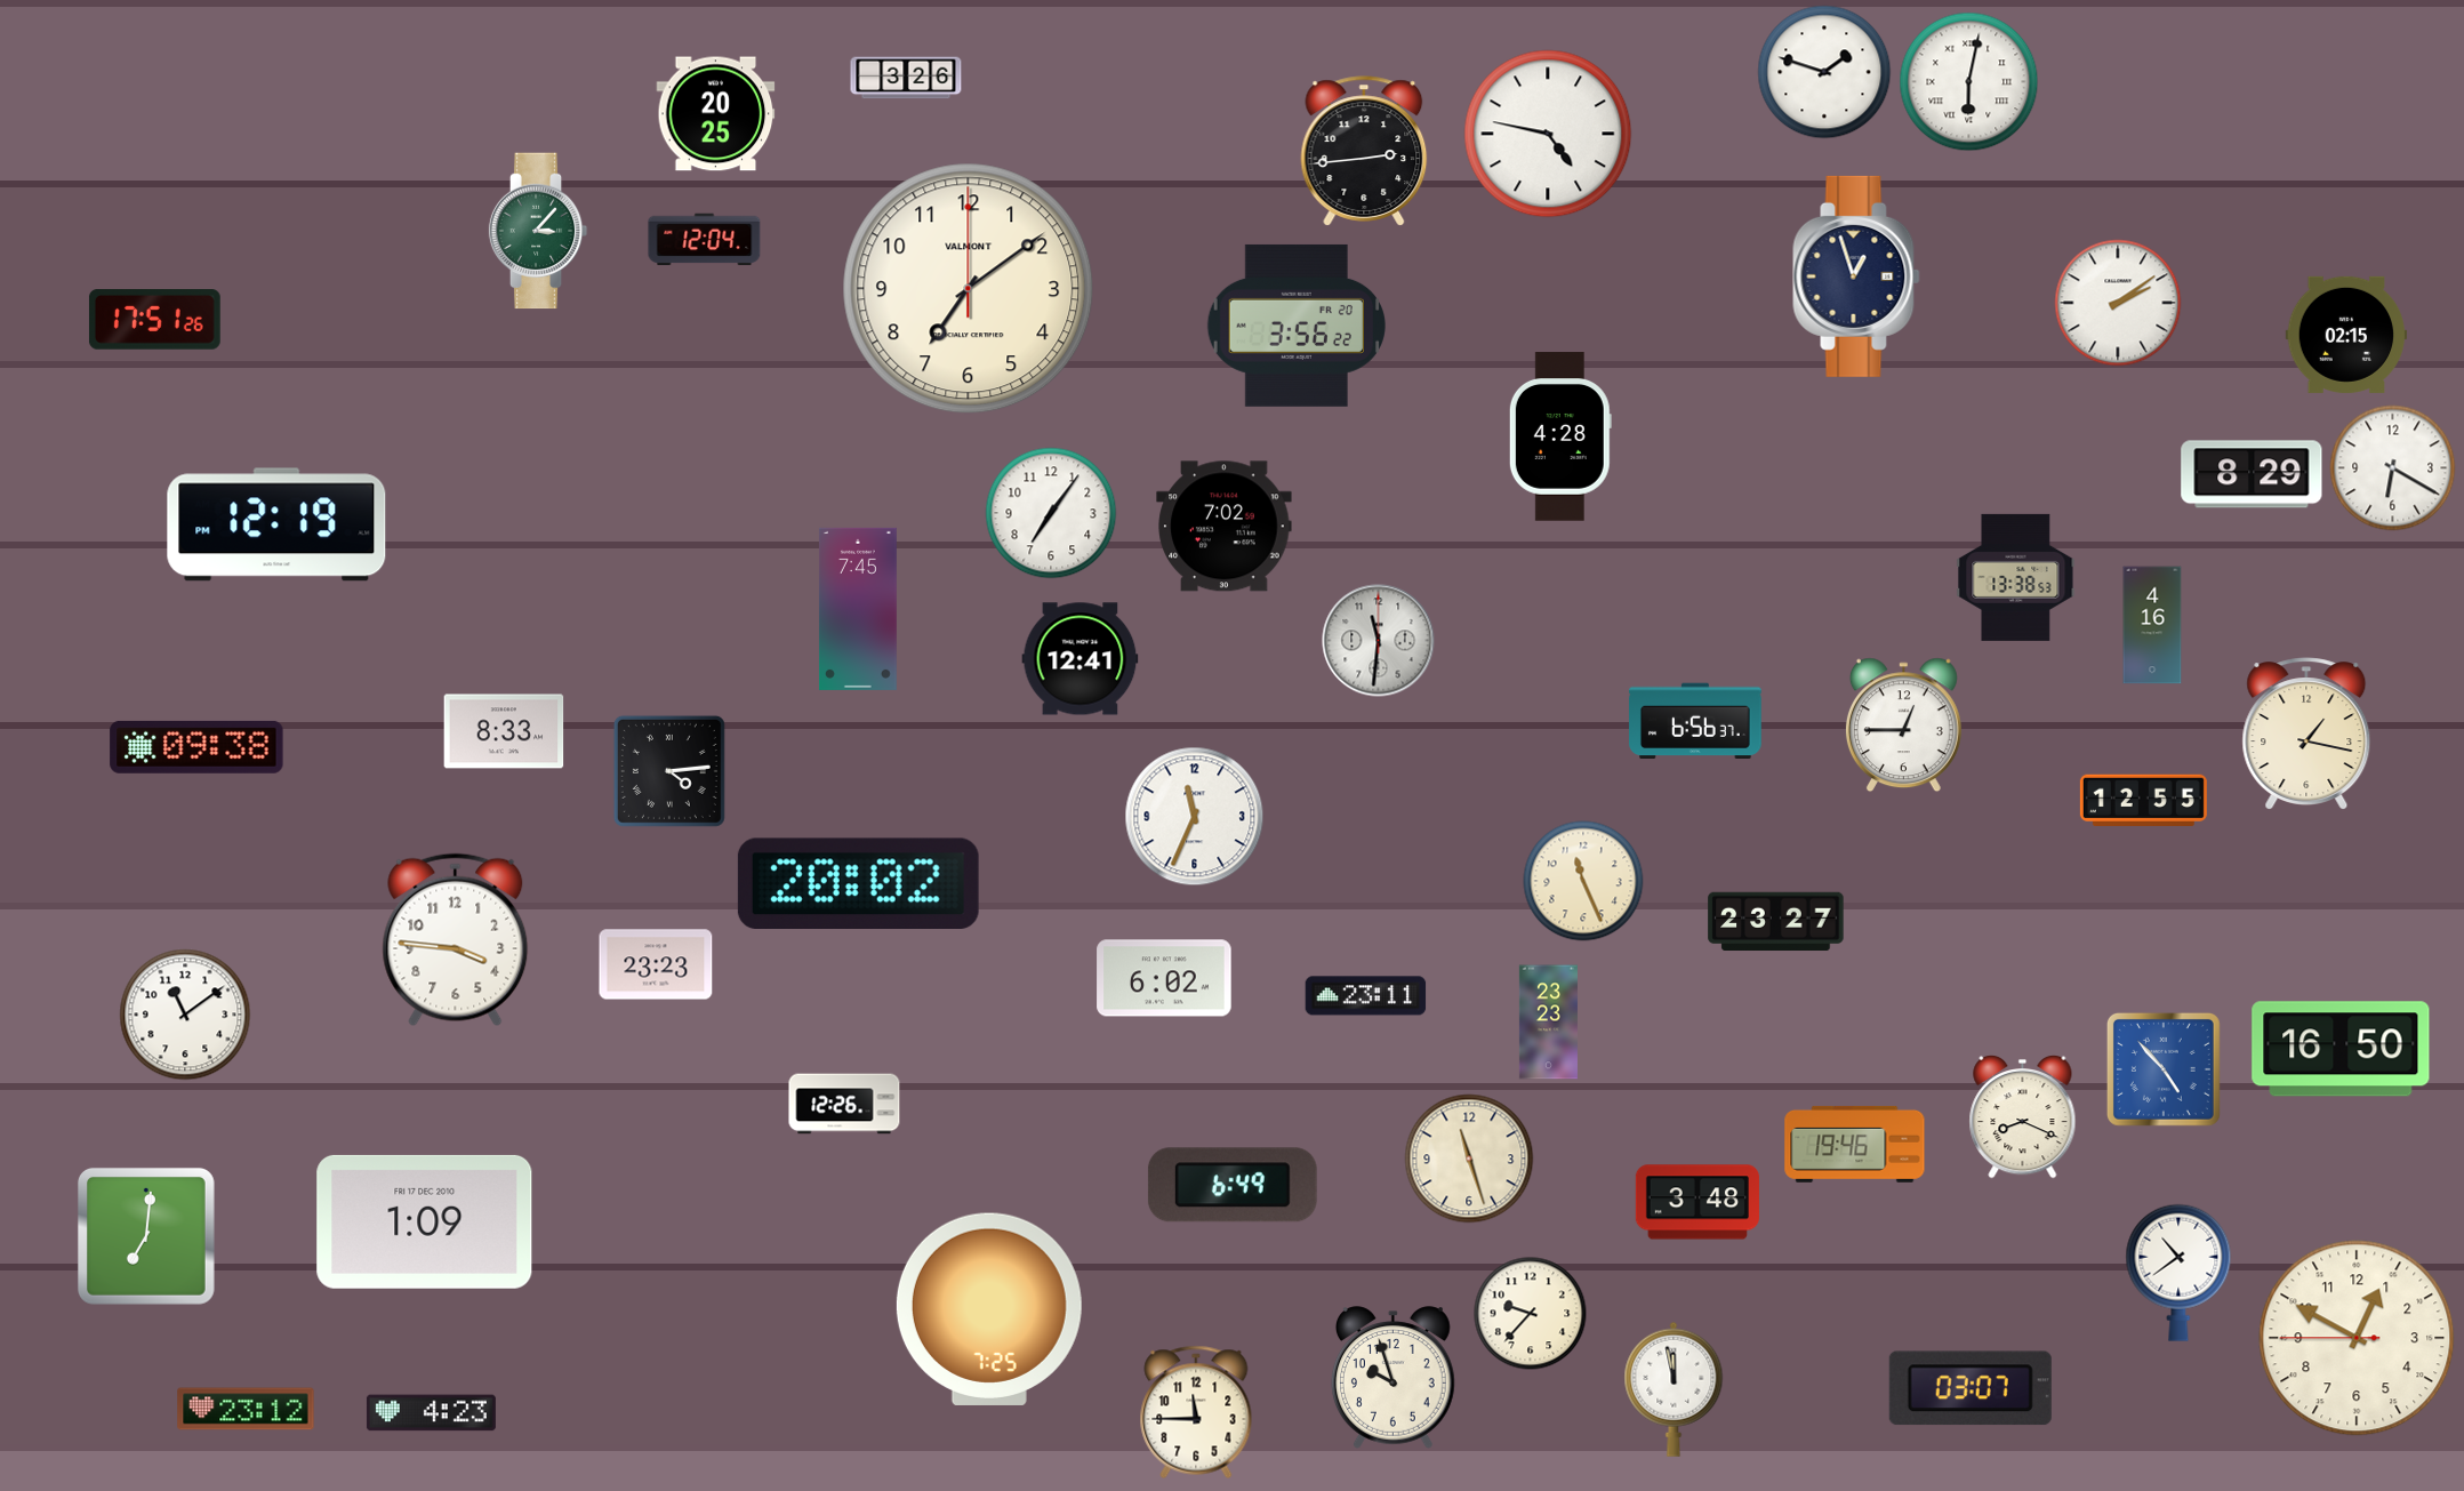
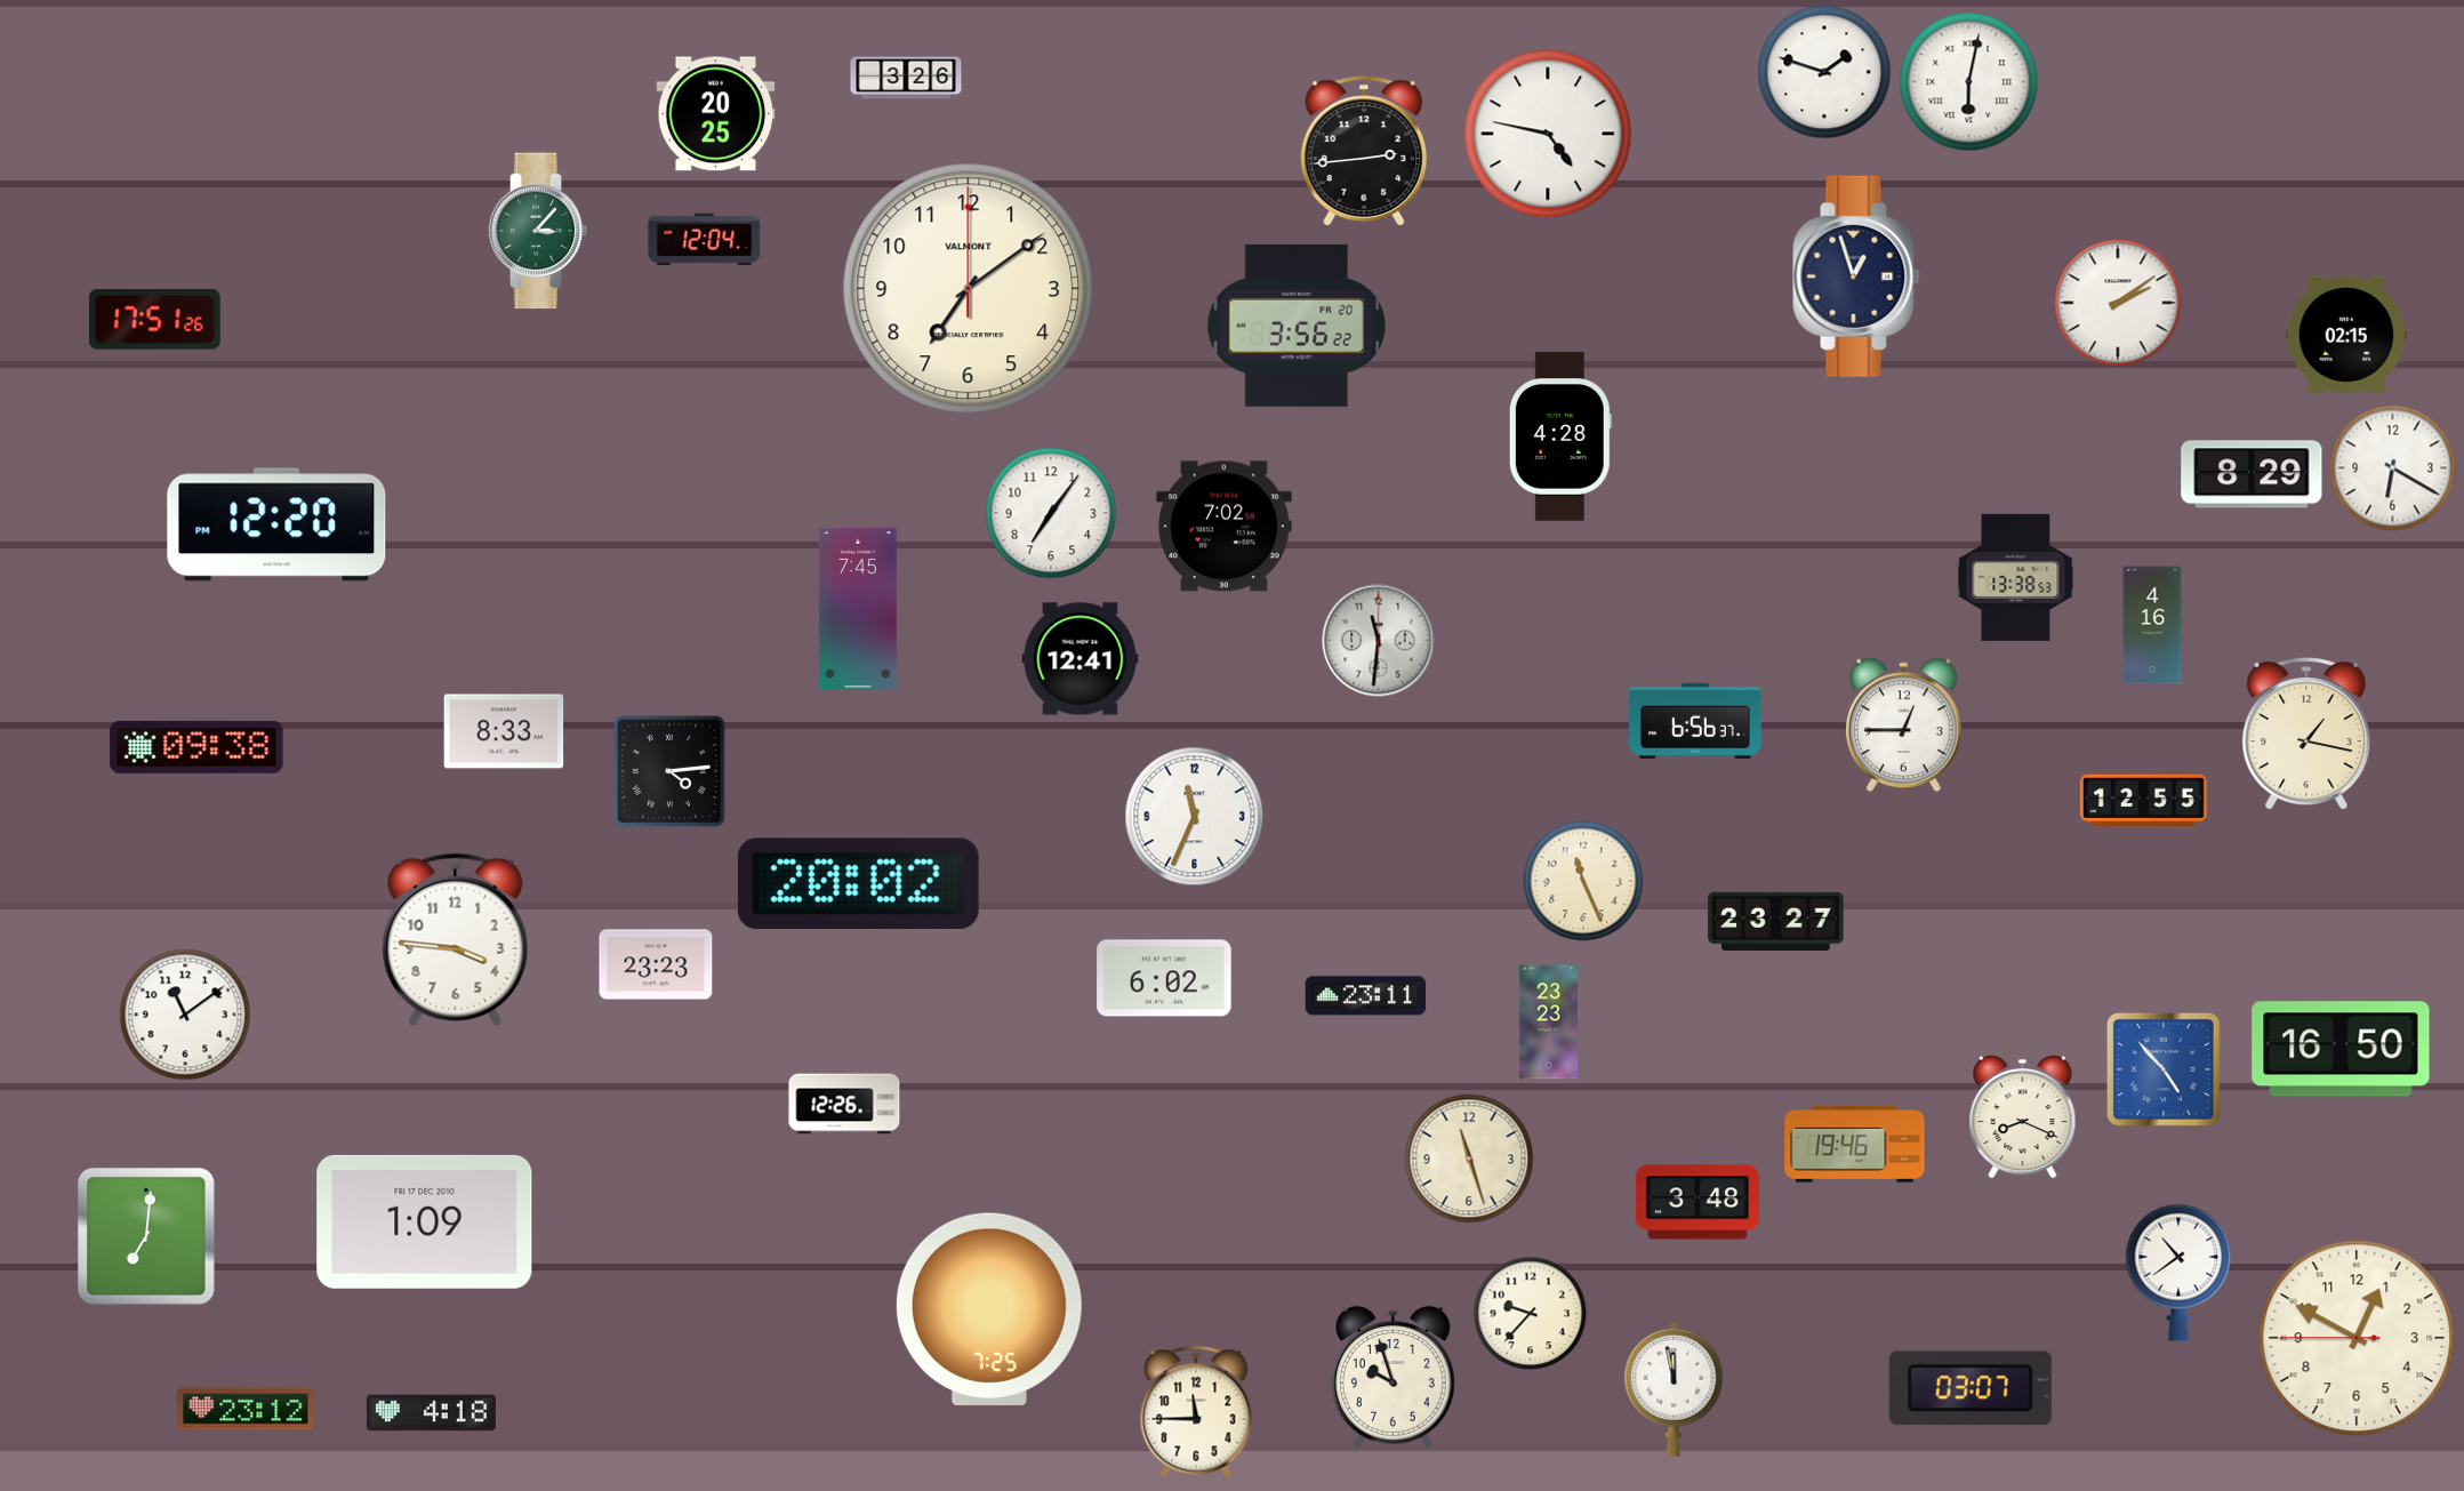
clock at (276, 524): 12:19 -> 12:20
clock at (1233, 1185): 6:49 -> none
clock at (431, 1413): 4:23 -> 4:18
